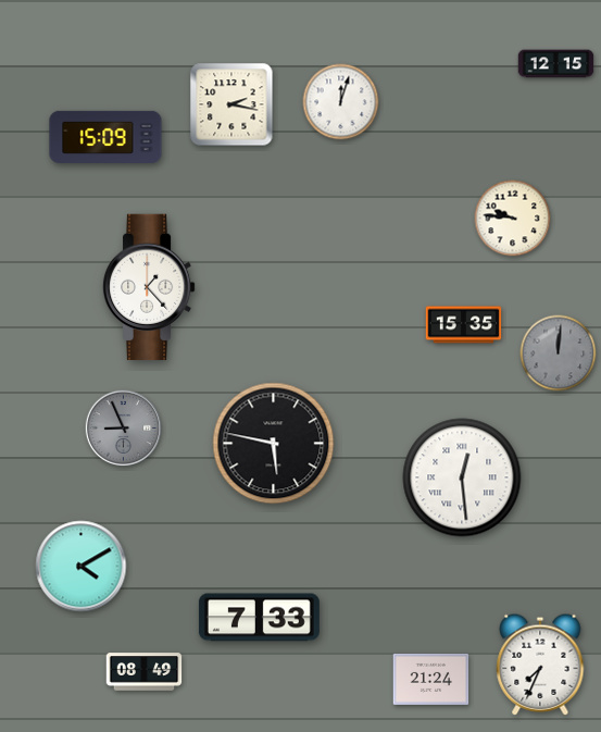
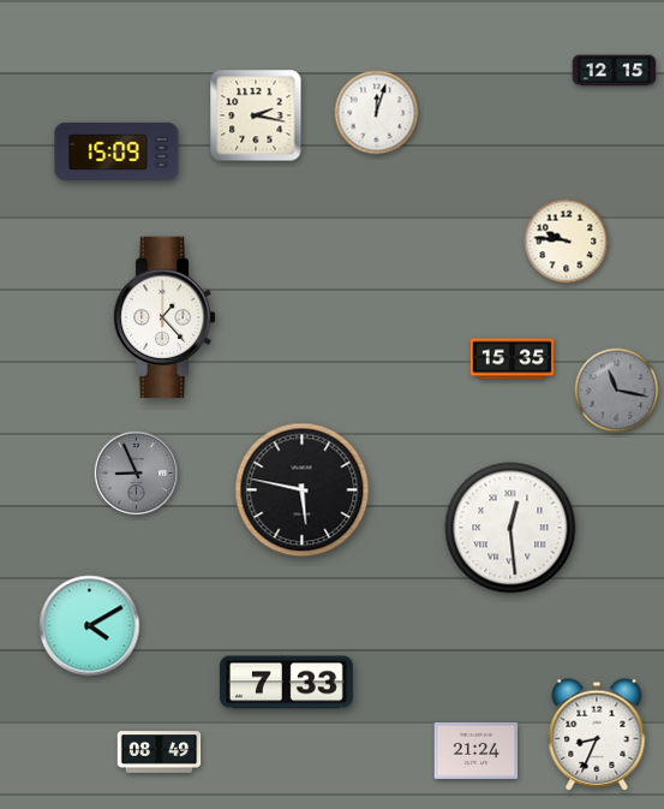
clock at (559, 353): 12:01 -> 11:17
clock at (540, 665): 7:34 -> 8:34
clock at (145, 672) position: (145, 672) -> (160, 753)
